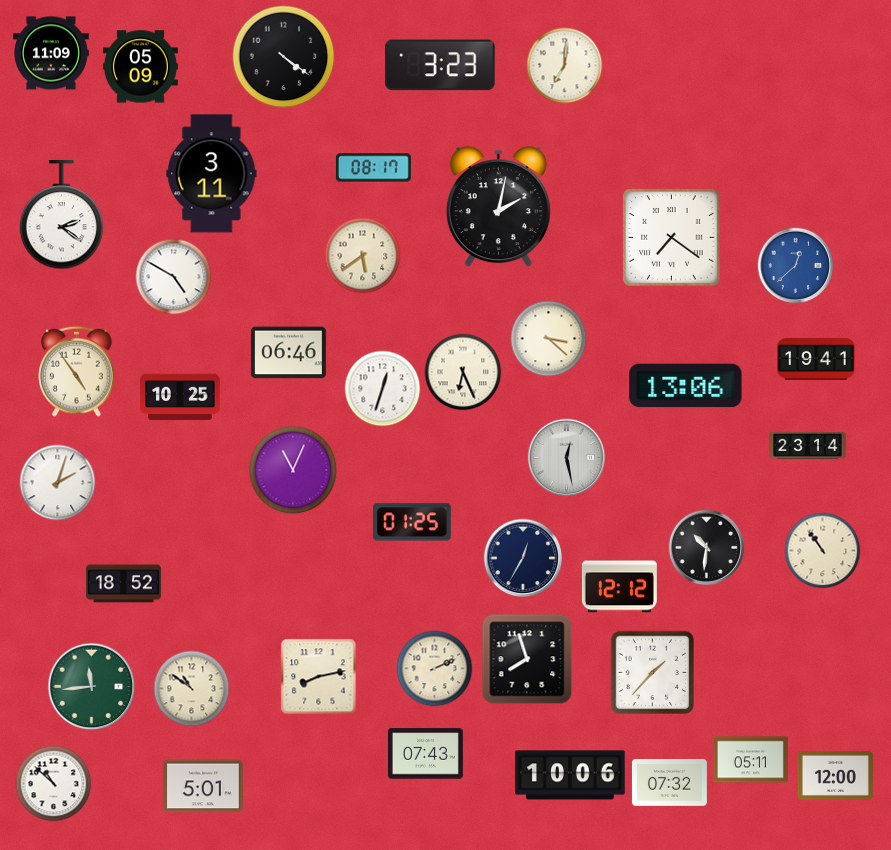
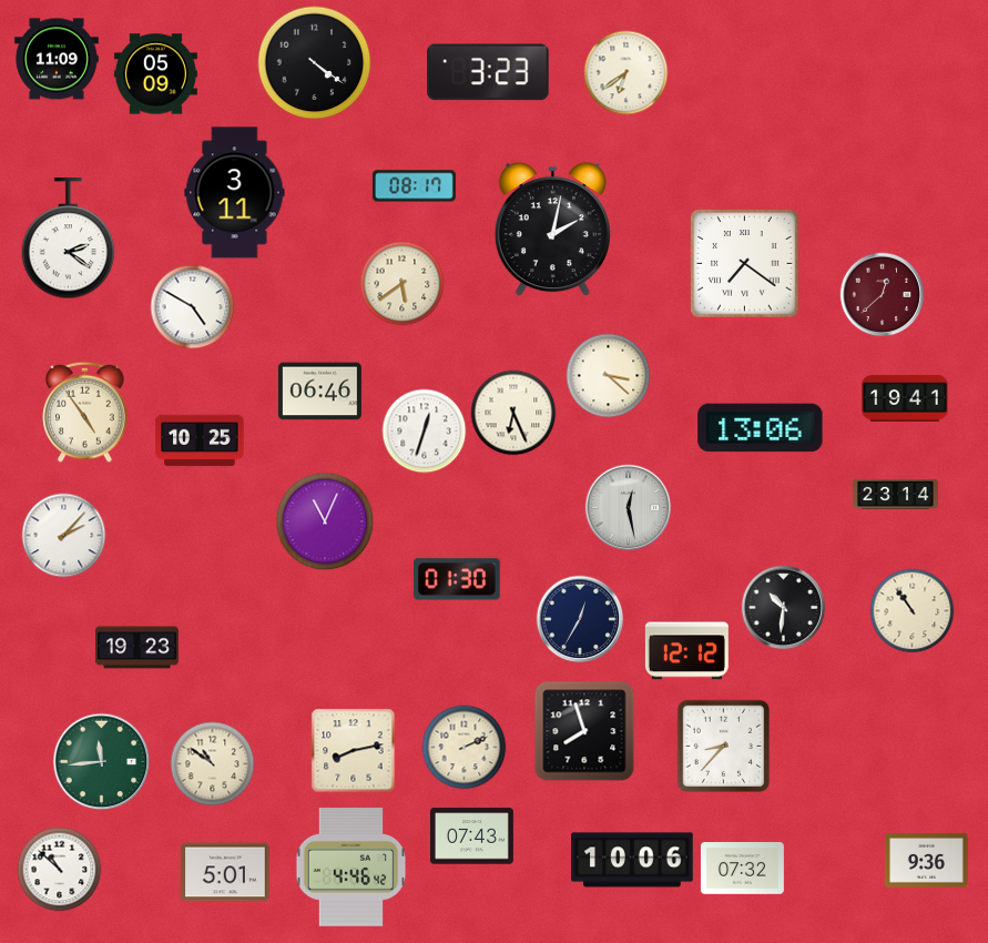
clock at (565, 66): 7:01 -> 6:39
clock at (796, 266) dial: blue -> burgundy
clock at (58, 483): 2:03 -> 2:07
clock at (413, 522): 01:25 -> 01:30
clock at (123, 584): 18:52 -> 19:23
clock at (435, 669) position: (435, 669) -> (465, 748)
clock at (653, 673): 1:37 -> 8:37
clock at (750, 760): 05:11 -> none
clock at (835, 775): 12:00 -> 9:36
clock at (352, 868): none -> 4:46
